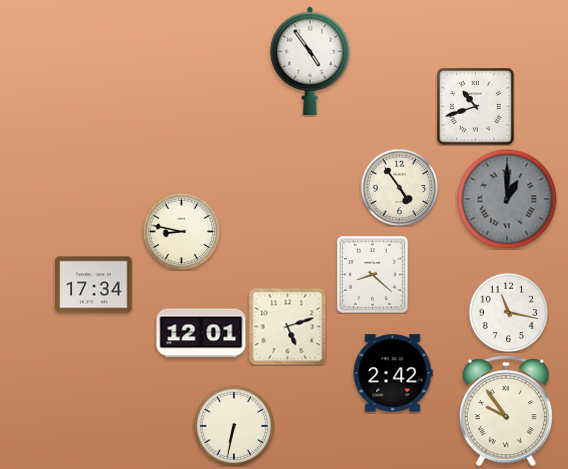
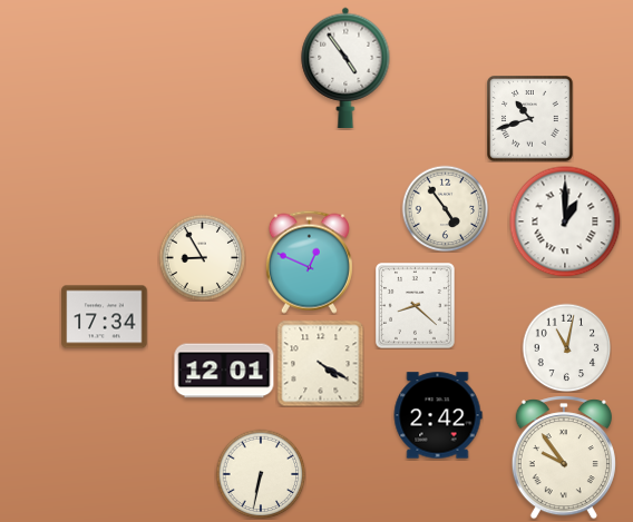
clock at (507, 199) dial: grey -> white
clock at (181, 231): 8:47 -> 8:55
clock at (309, 262): none -> 12:49
clock at (508, 312): 11:17 -> 11:02
clock at (287, 326): 5:12 -> 4:20
